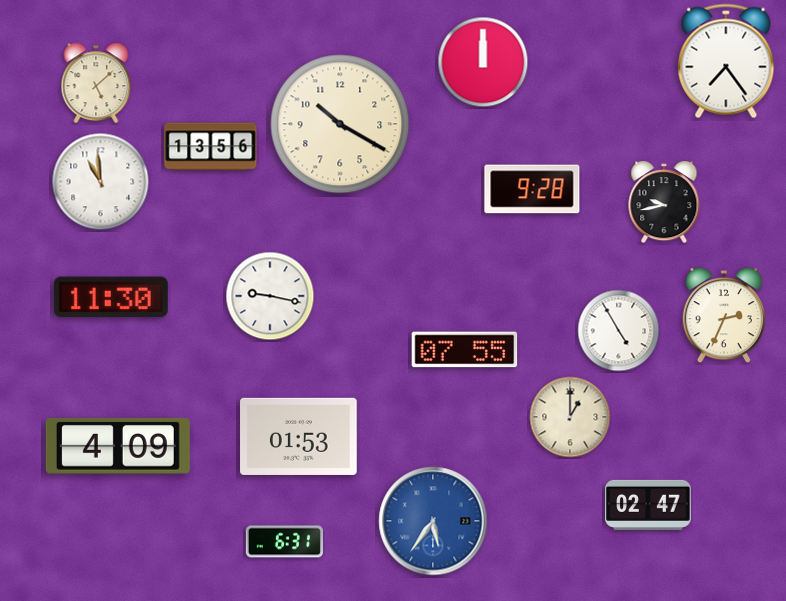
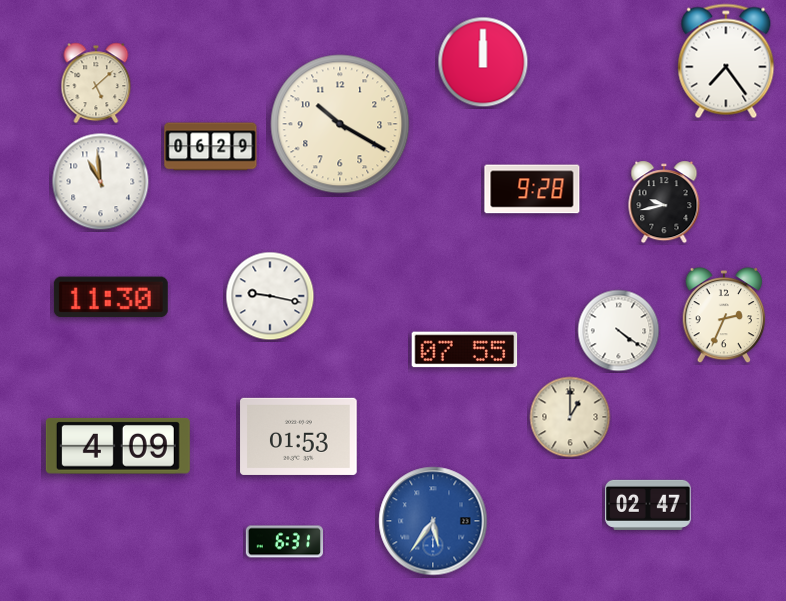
clock at (211, 147): 13:56 -> 06:29
clock at (619, 331): 4:55 -> 4:21
